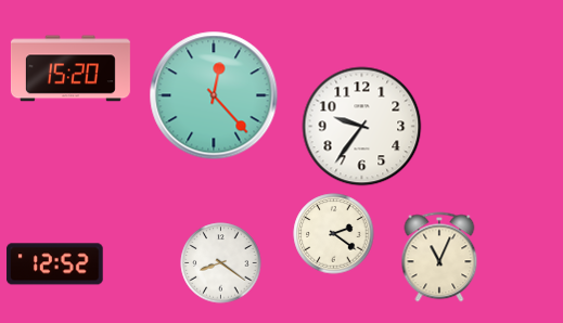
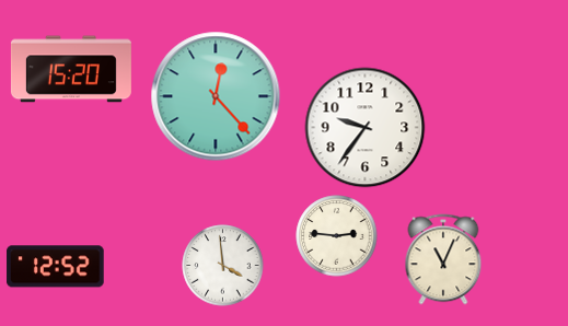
clock at (334, 234): 2:21 -> 2:46
clock at (221, 263): 8:21 -> 3:59
